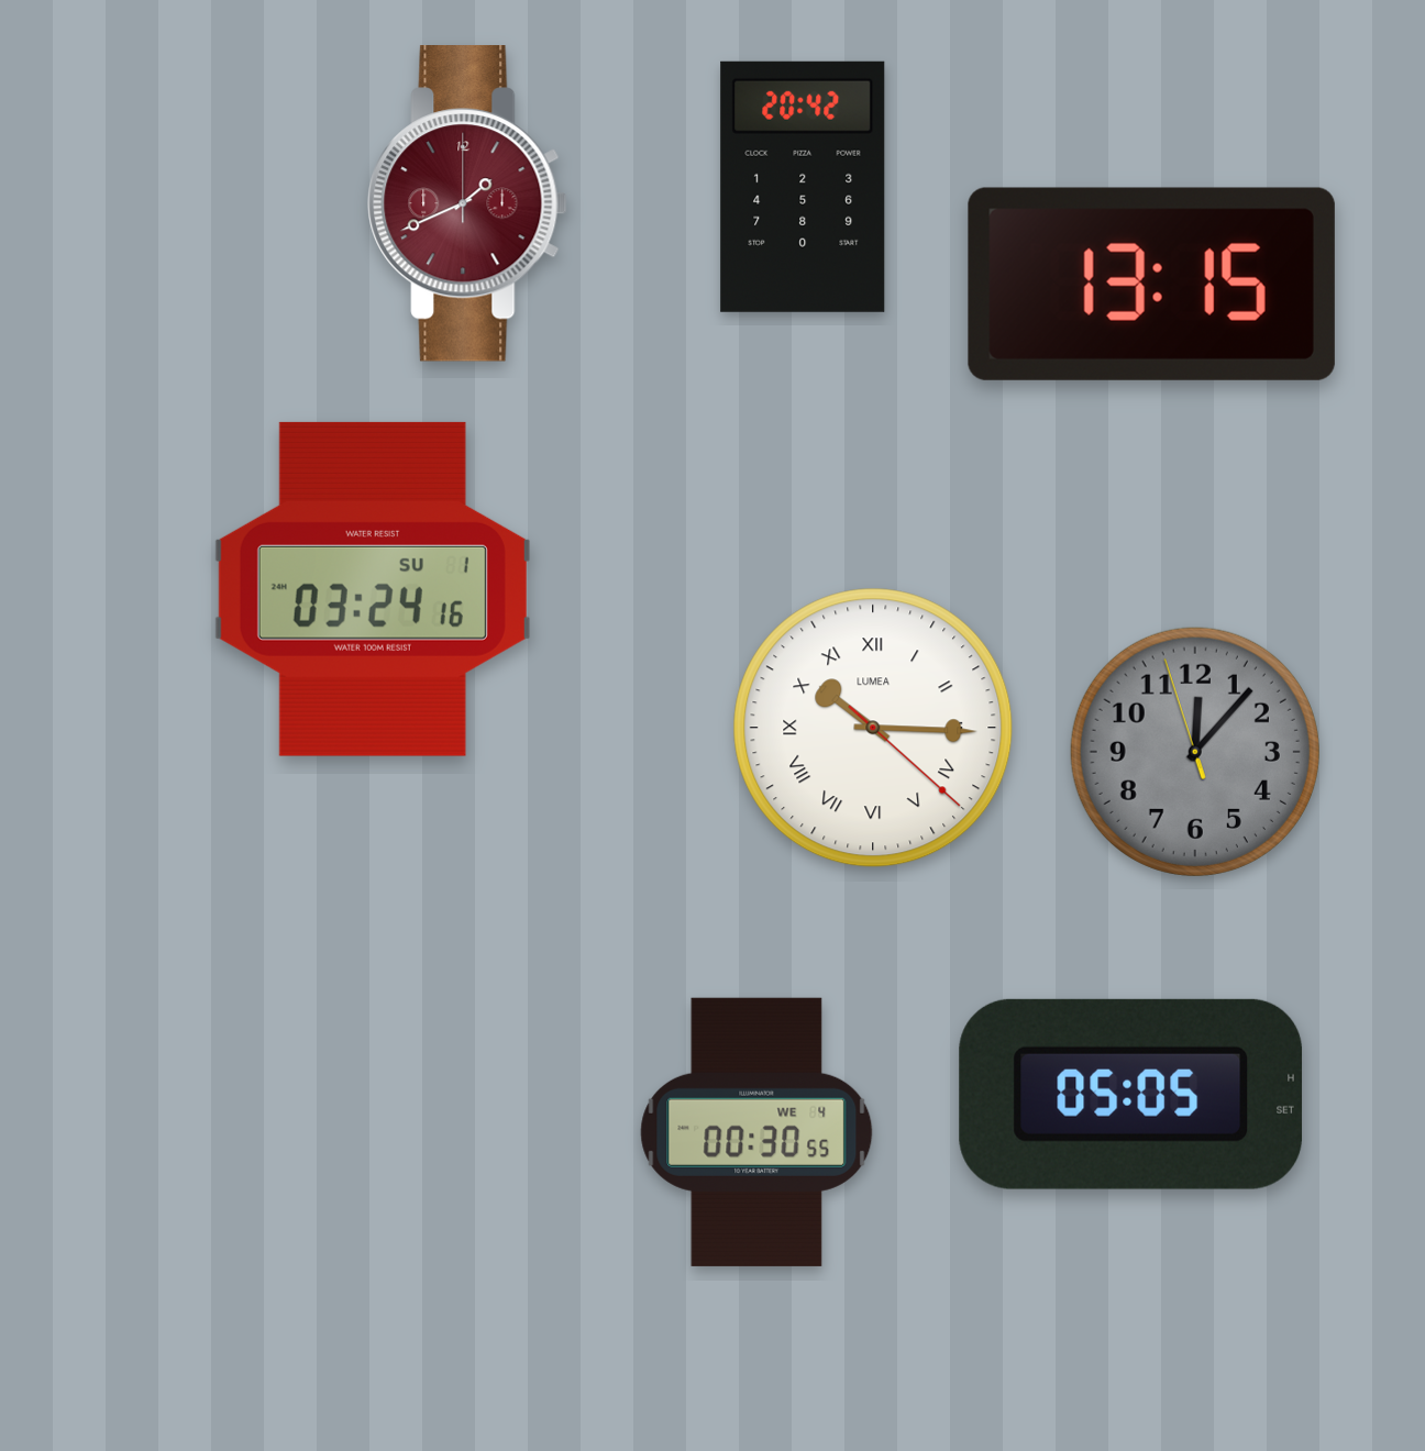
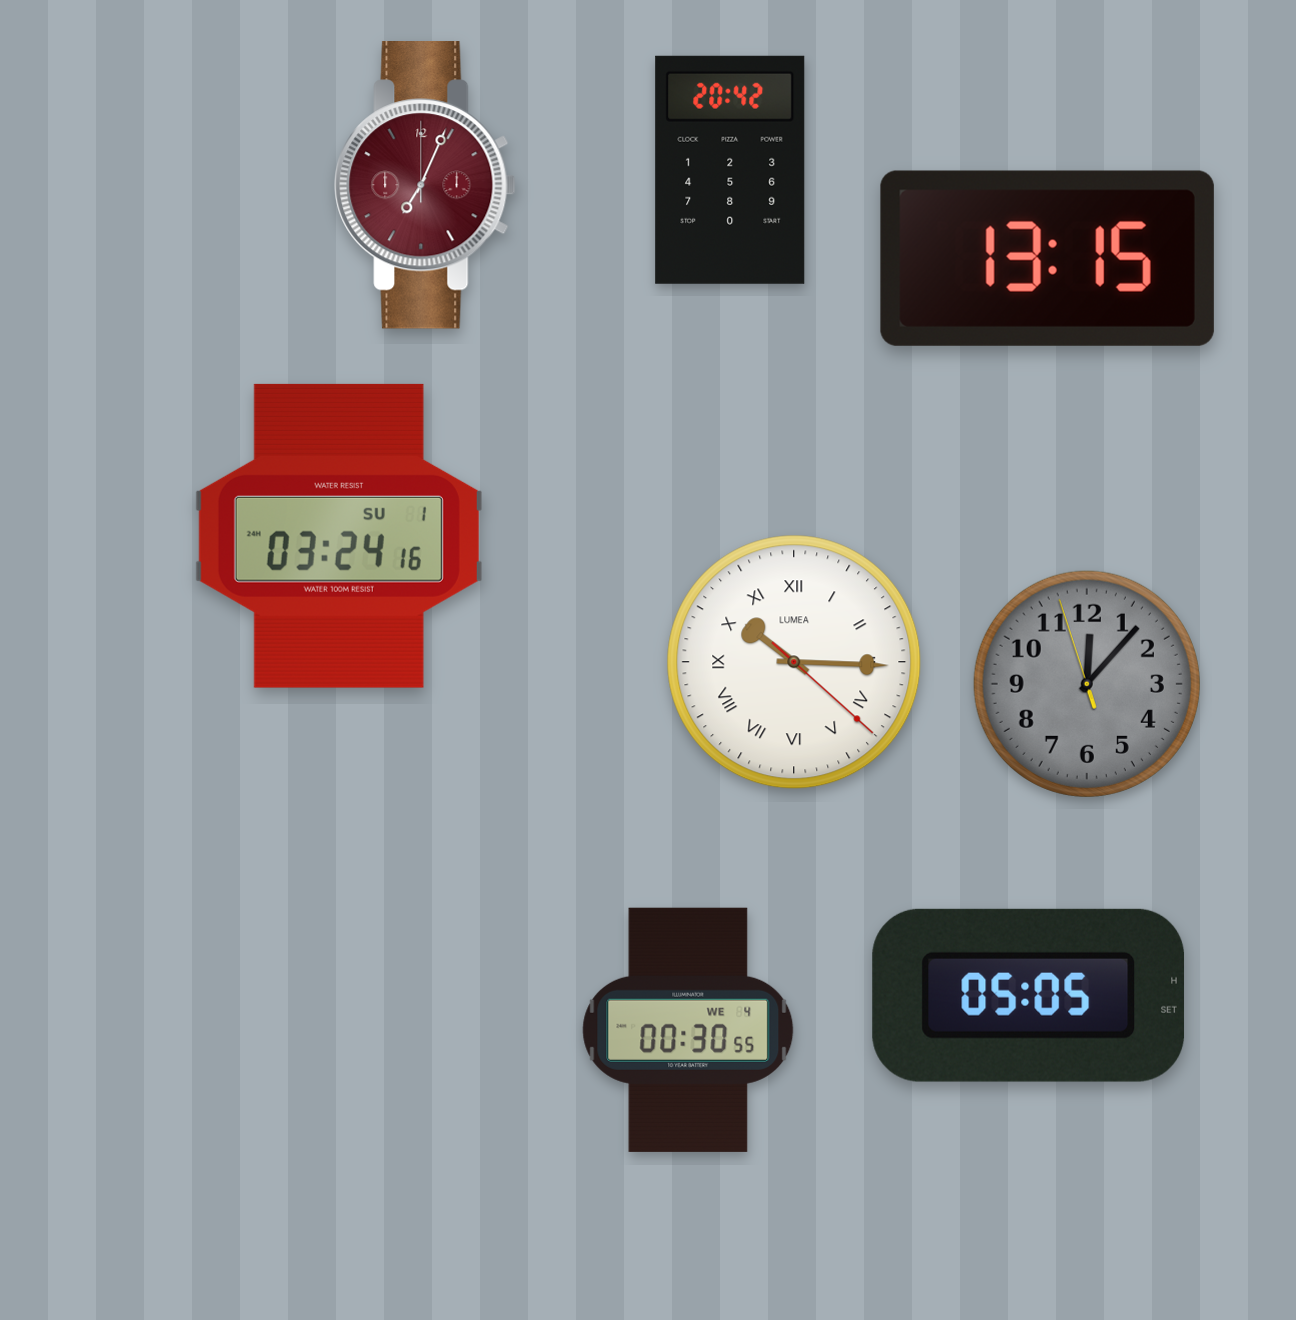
clock at (467, 204): 1:41 -> 7:04
